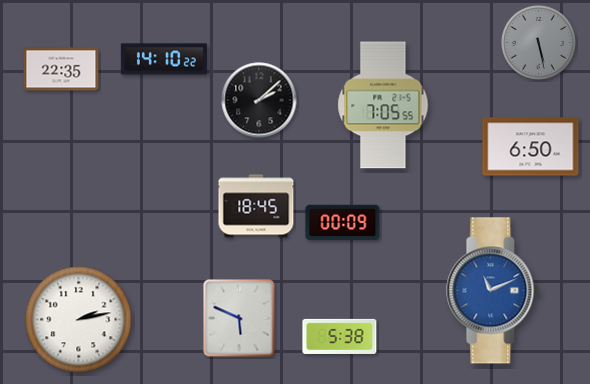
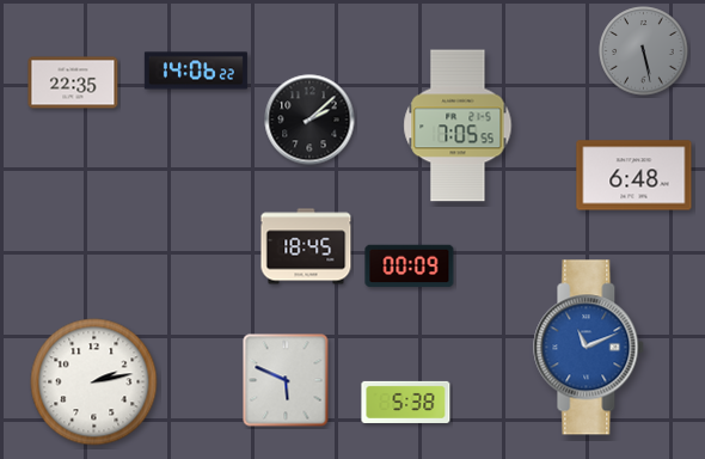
clock at (164, 59): 14:10 -> 14:06
clock at (531, 147): 6:50 -> 6:48
